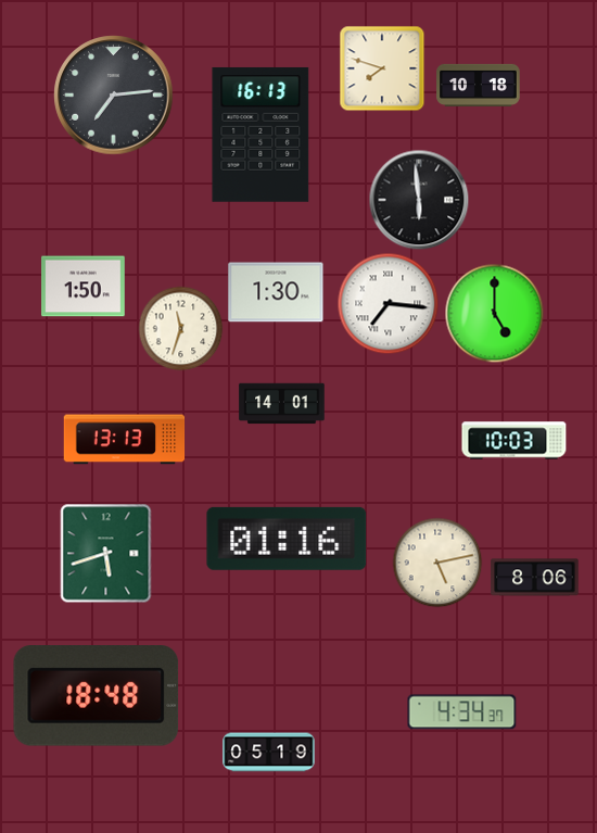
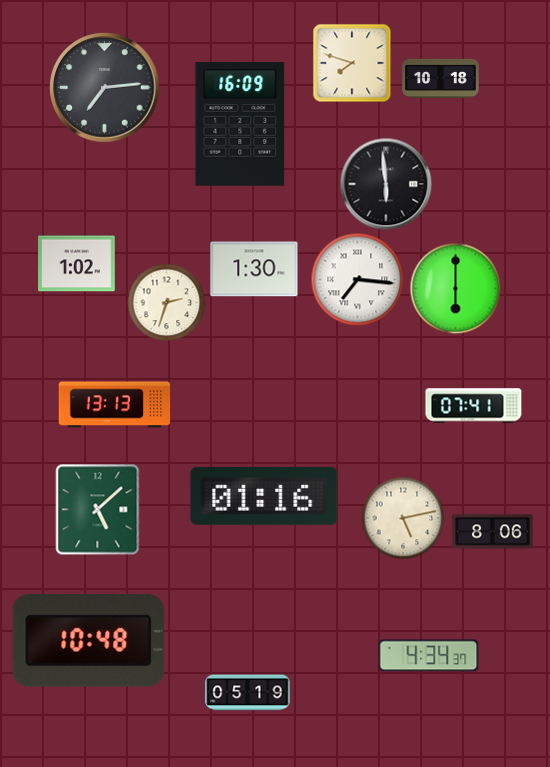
clock at (261, 135): 16:13 -> 16:09
clock at (84, 287): 1:50 -> 1:02
clock at (494, 313): 5:00 -> 6:00
clock at (180, 328): 11:33 -> 2:33
clock at (282, 404): 14:01 -> none
clock at (515, 441): 10:03 -> 07:41
clock at (106, 554): 5:42 -> 5:08
clock at (97, 696): 18:48 -> 10:48
clock at (462, 712) position: (462, 712) -> (429, 656)
